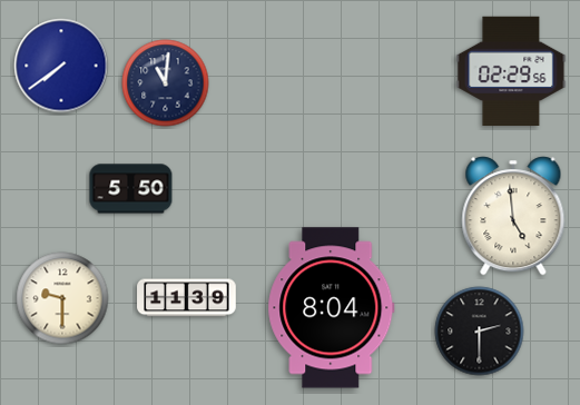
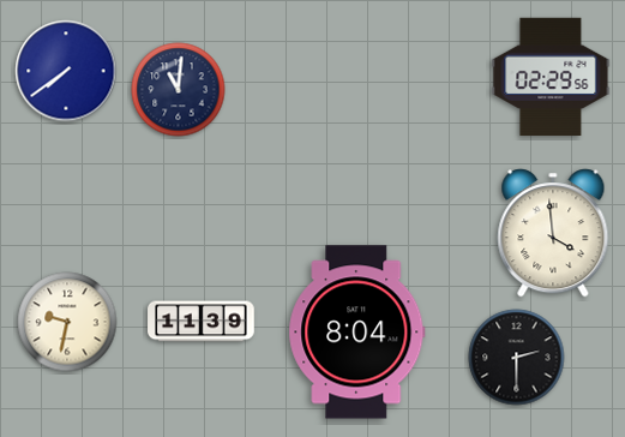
clock at (131, 189): 5:50 -> none
clock at (513, 216): 4:59 -> 3:59
clock at (62, 298): 9:30 -> 9:32
